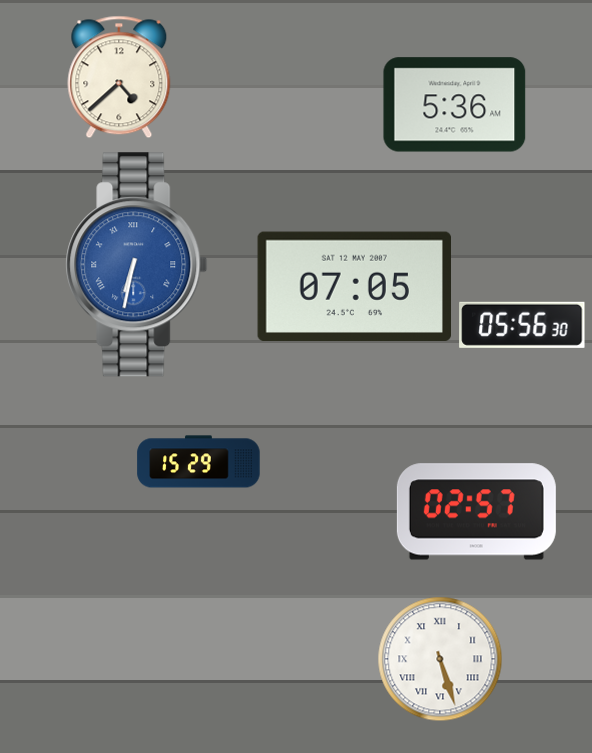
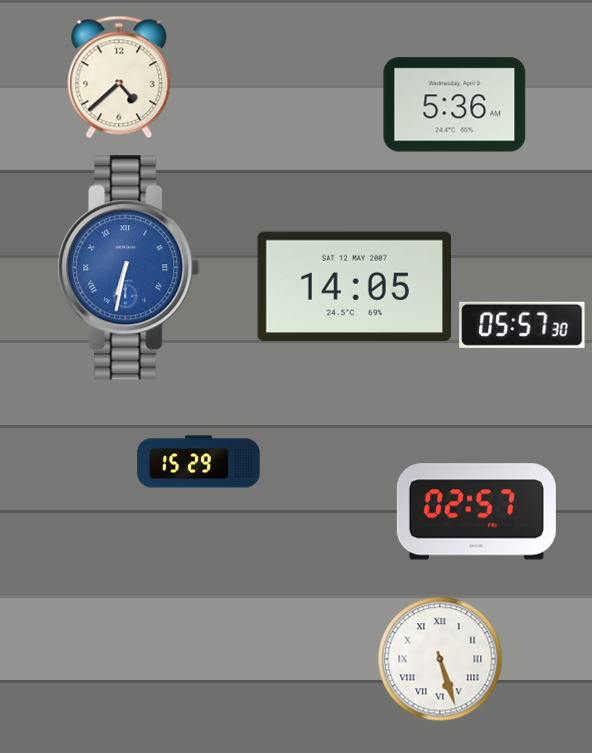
clock at (137, 265) position: (137, 265) -> (129, 268)
clock at (354, 287): 07:05 -> 14:05
clock at (522, 325): 05:56 -> 05:57
